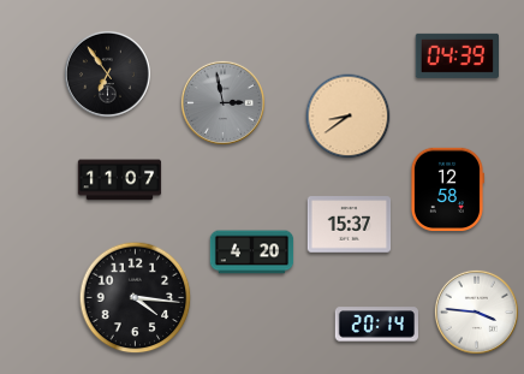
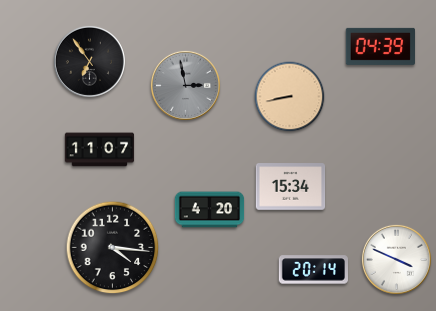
clock at (349, 117): 8:39 -> 8:43
clock at (447, 189): 12:58 -> none
clock at (350, 225): 15:37 -> 15:34
clock at (476, 311): 3:46 -> 3:49
